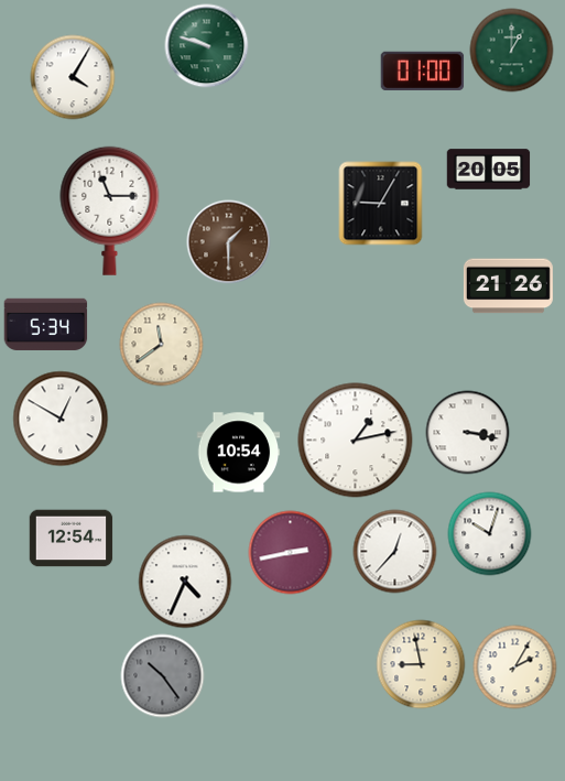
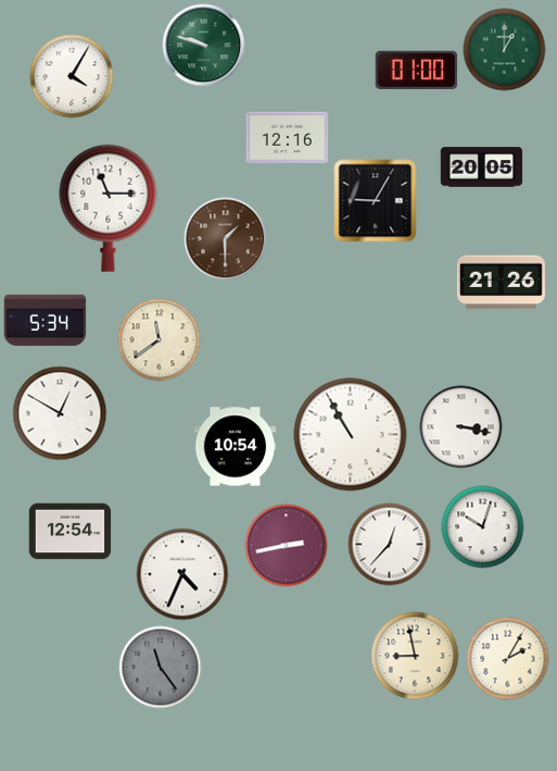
clock at (288, 137): none -> 12:16
clock at (356, 441): 1:13 -> 10:55
clock at (163, 676): 10:24 -> 11:24
